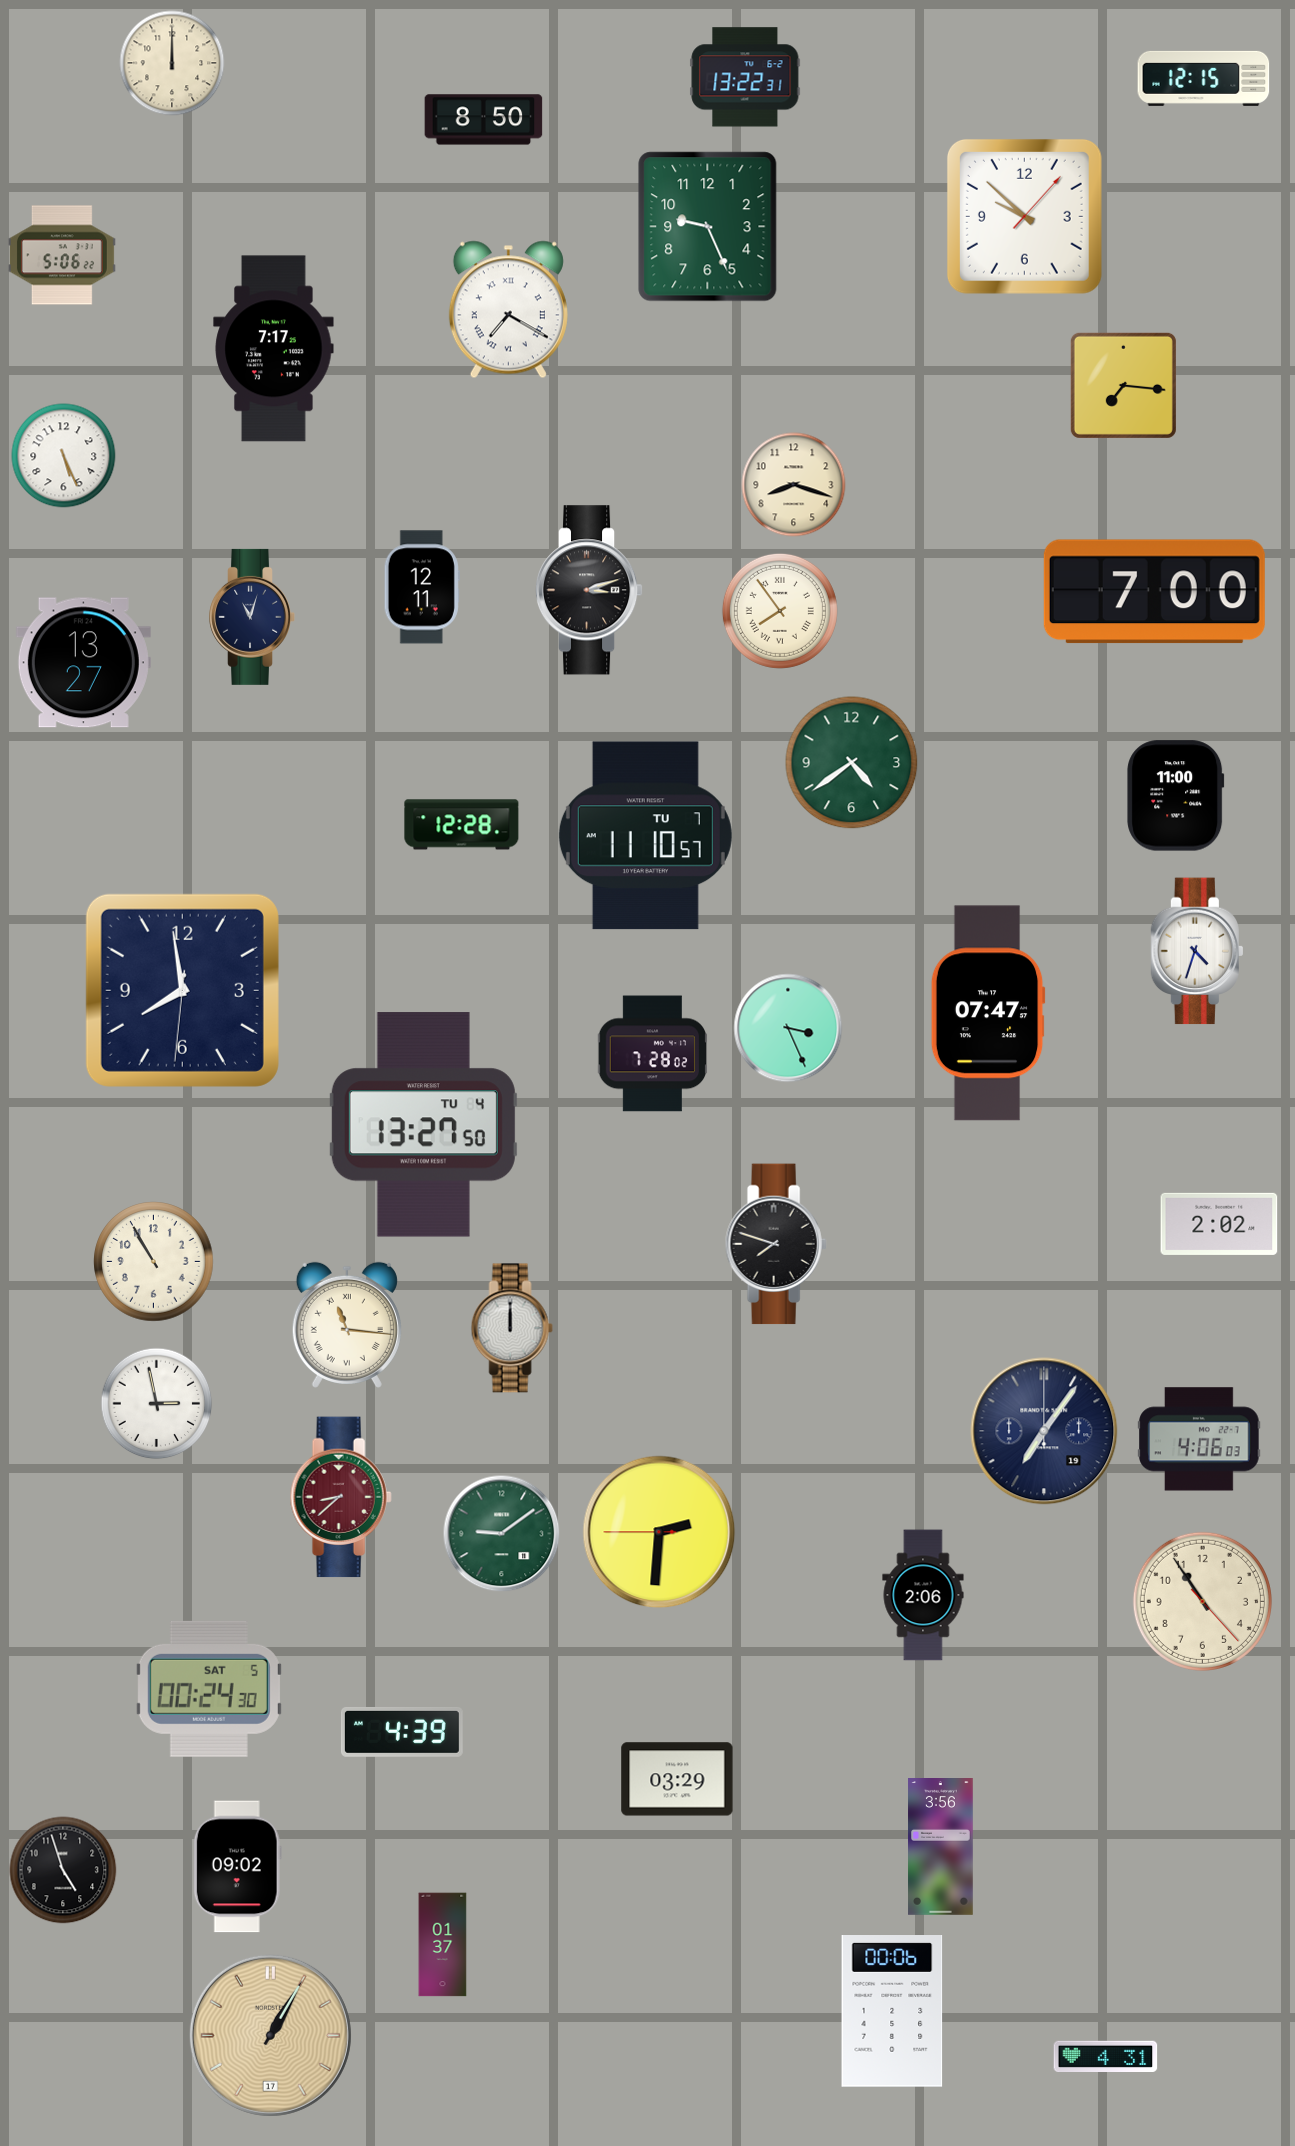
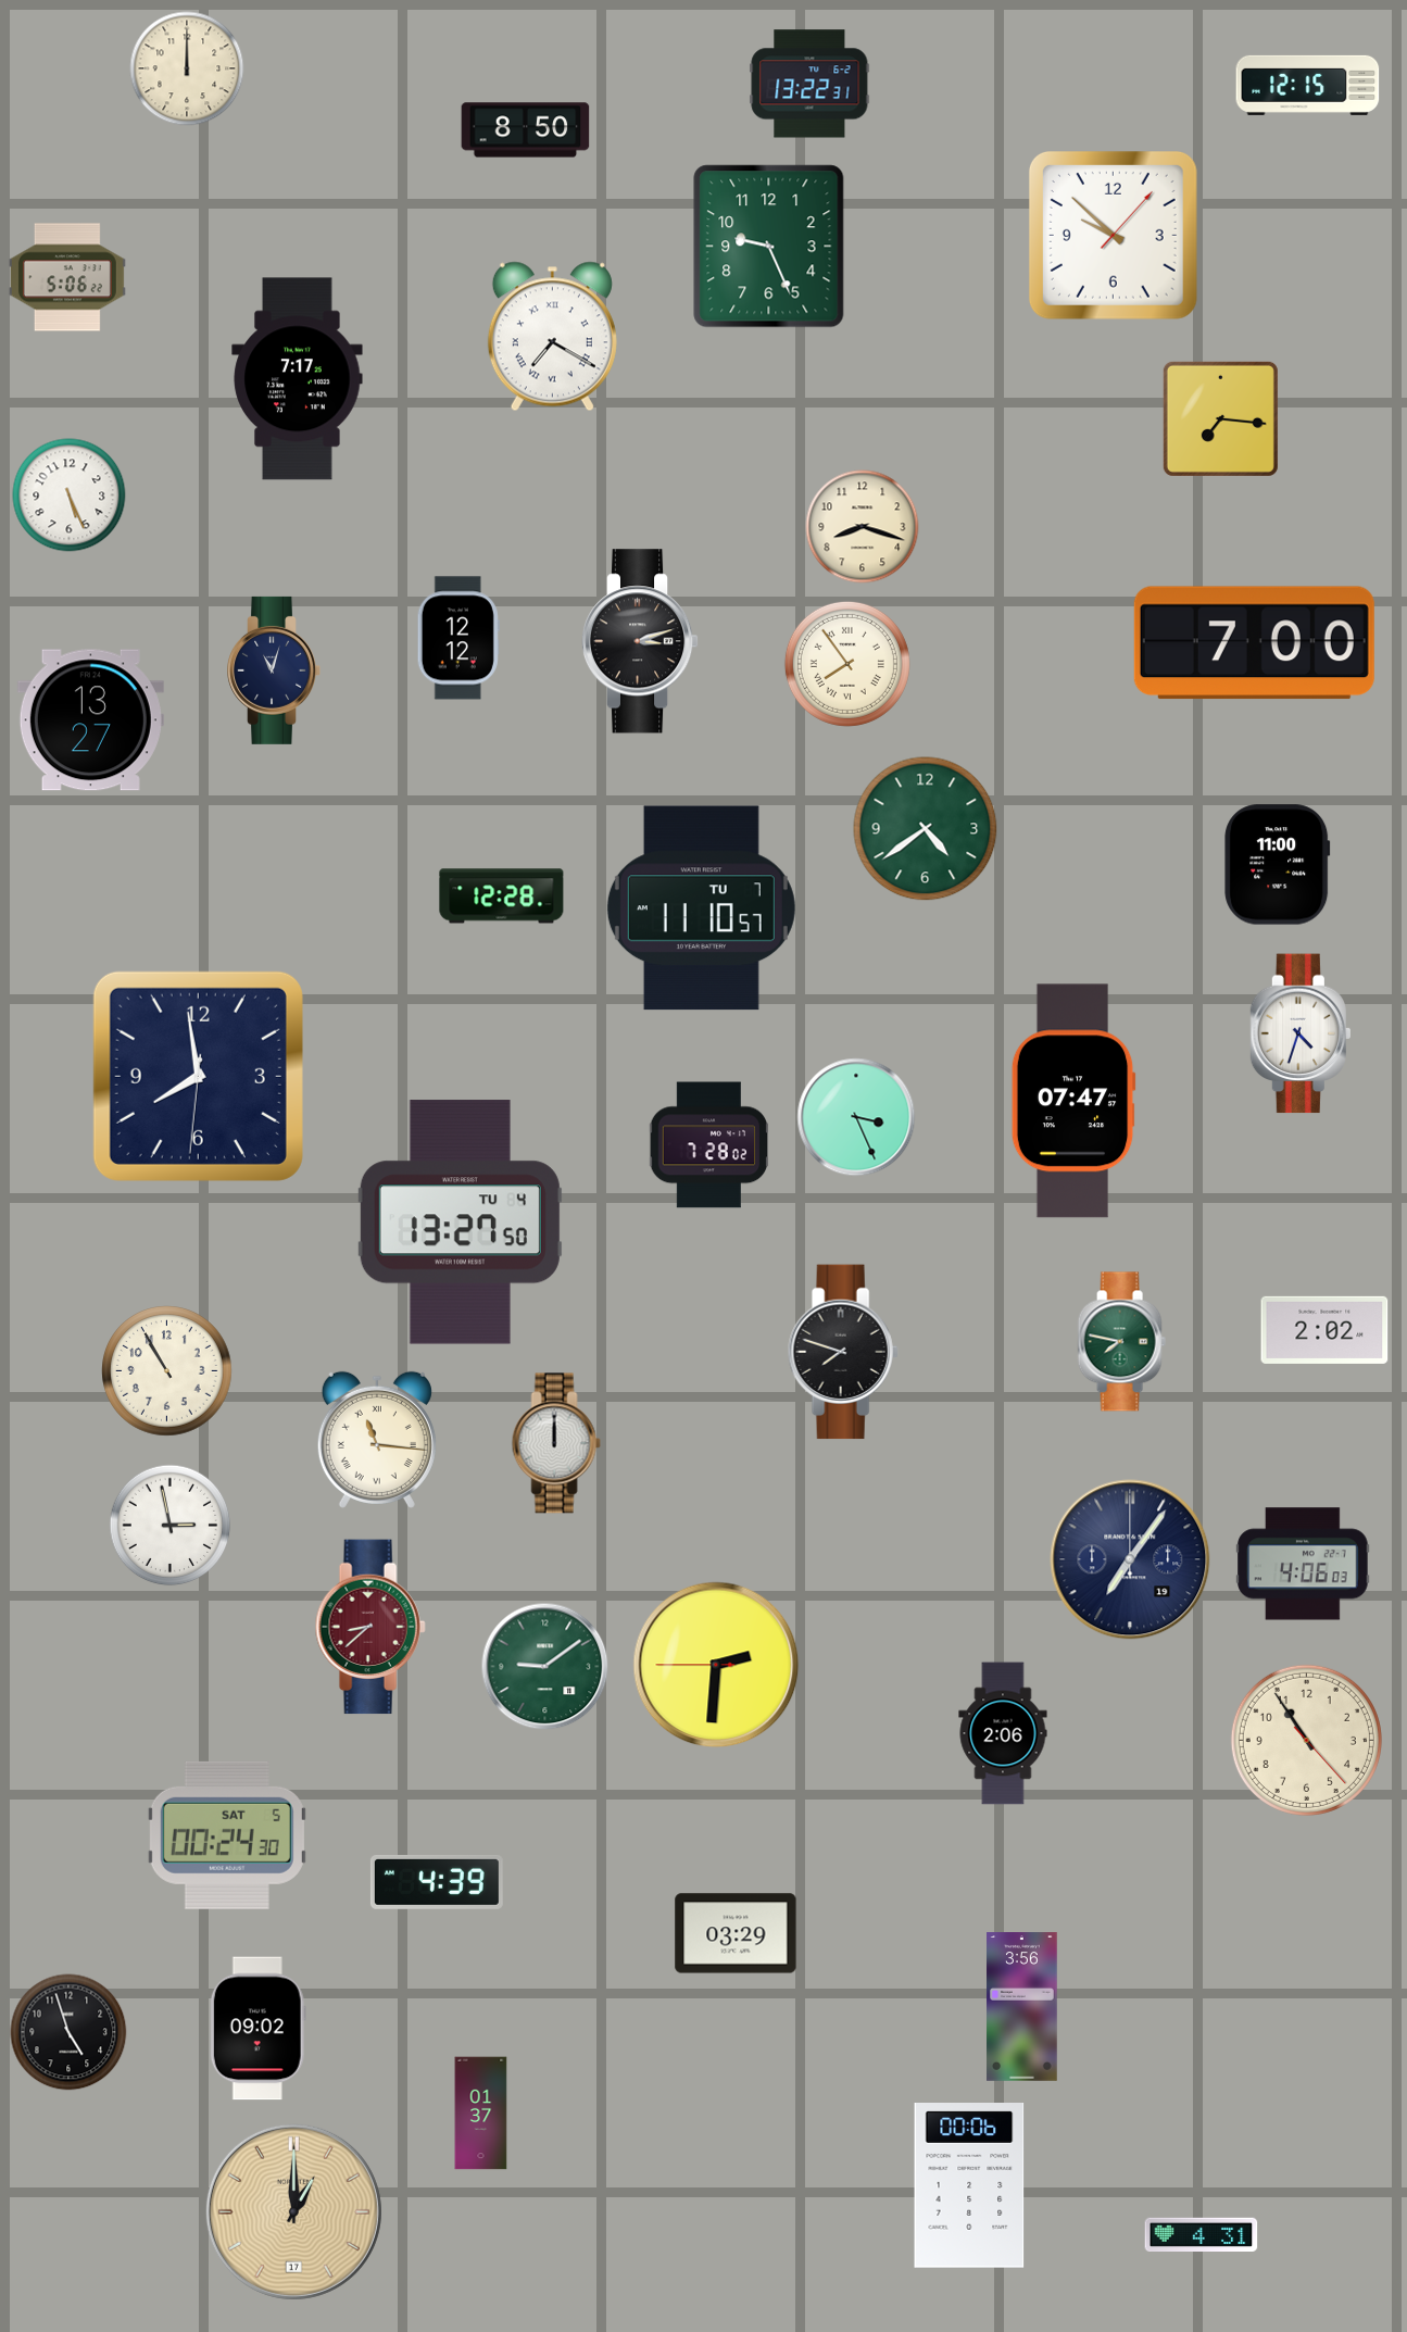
clock at (422, 587): 12:11 -> 12:12
clock at (1121, 1342): none -> 7:47
clock at (1044, 1431) position: (1044, 1431) -> (1130, 1559)
clock at (270, 2035): 1:05 -> 1:00
